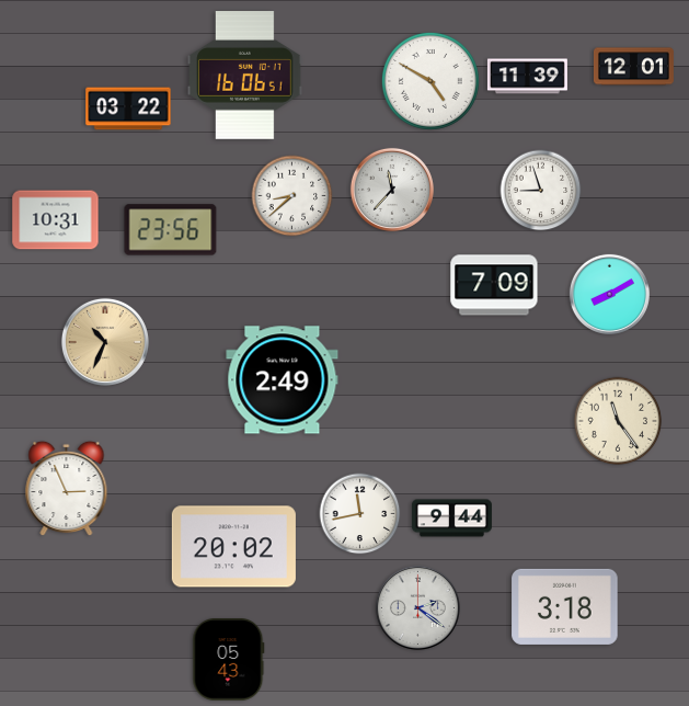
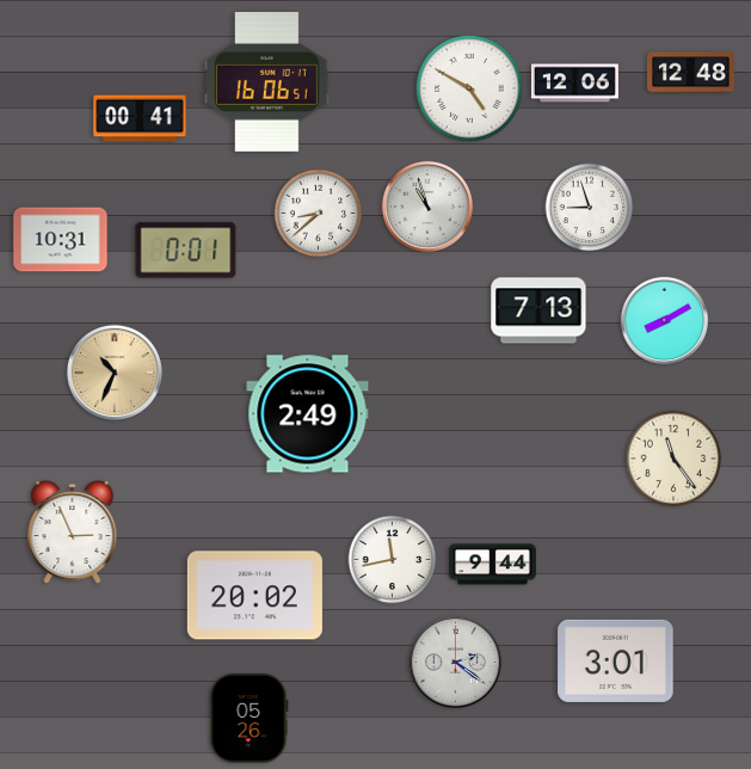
clock at (633, 67): 12:01 -> 12:48
clock at (527, 77): 11:39 -> 12:06
clock at (128, 109): 03:22 -> 00:41
clock at (392, 190): 11:37 -> 10:57
clock at (171, 230): 23:56 -> 0:01
clock at (494, 285): 7:09 -> 7:13
clock at (565, 606): 3:18 -> 3:01
clock at (229, 660): 05:43 -> 05:26
